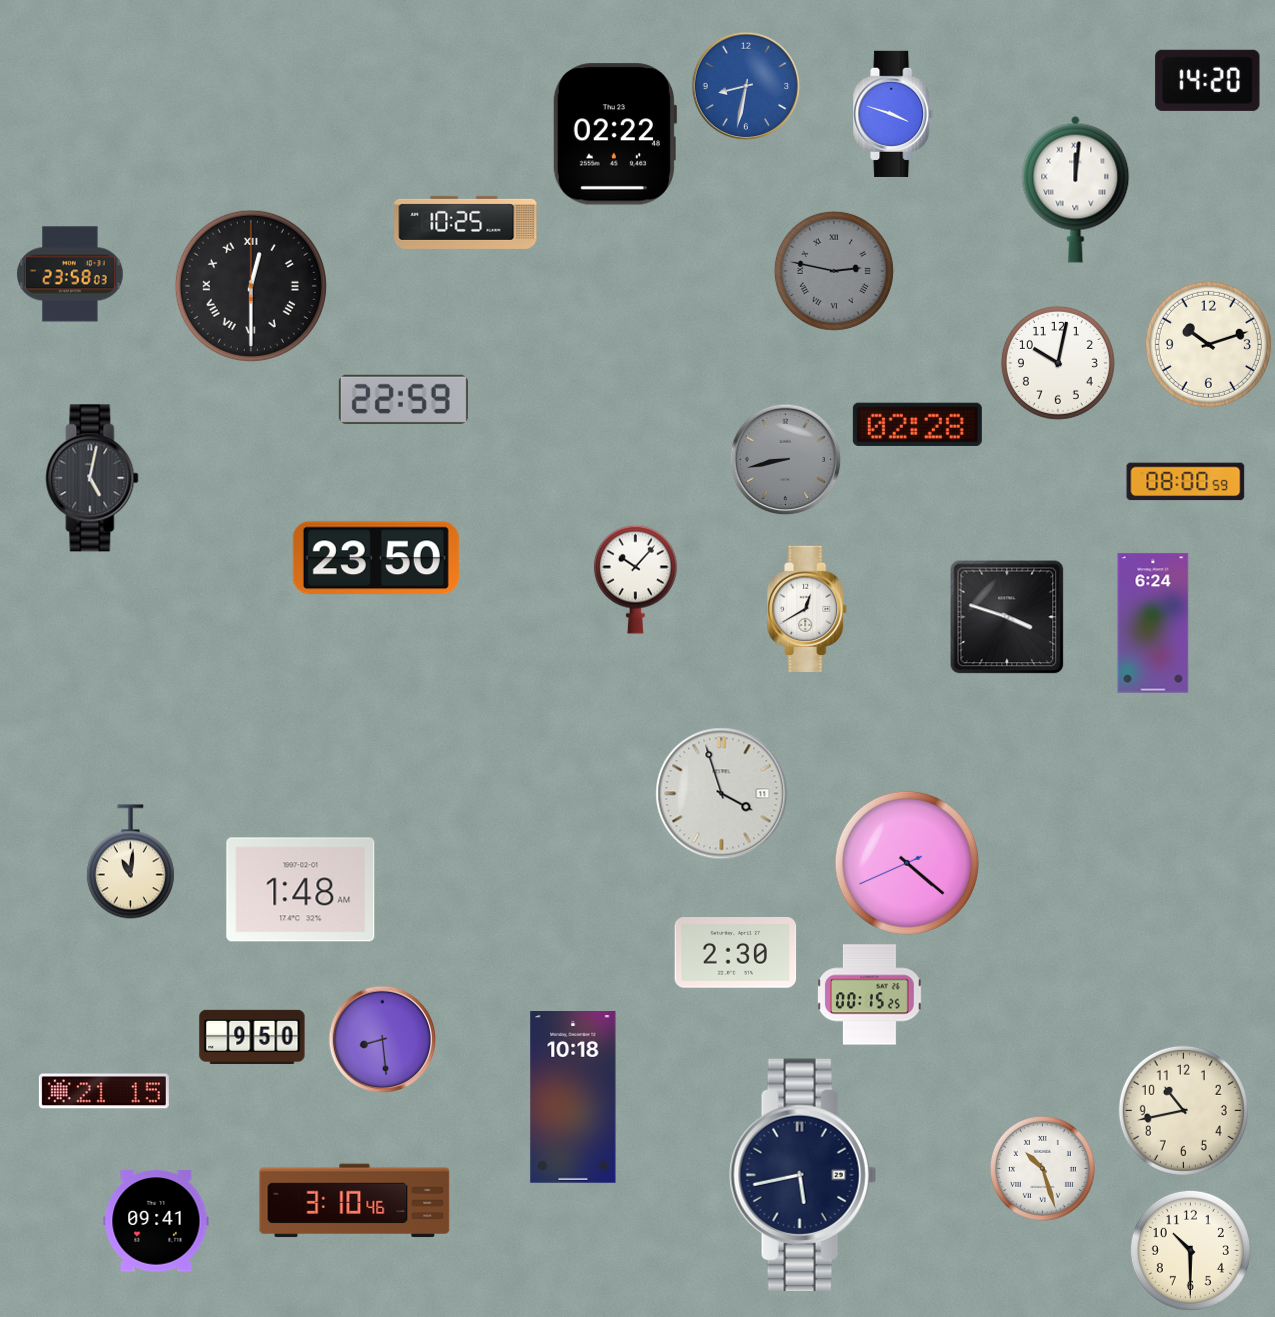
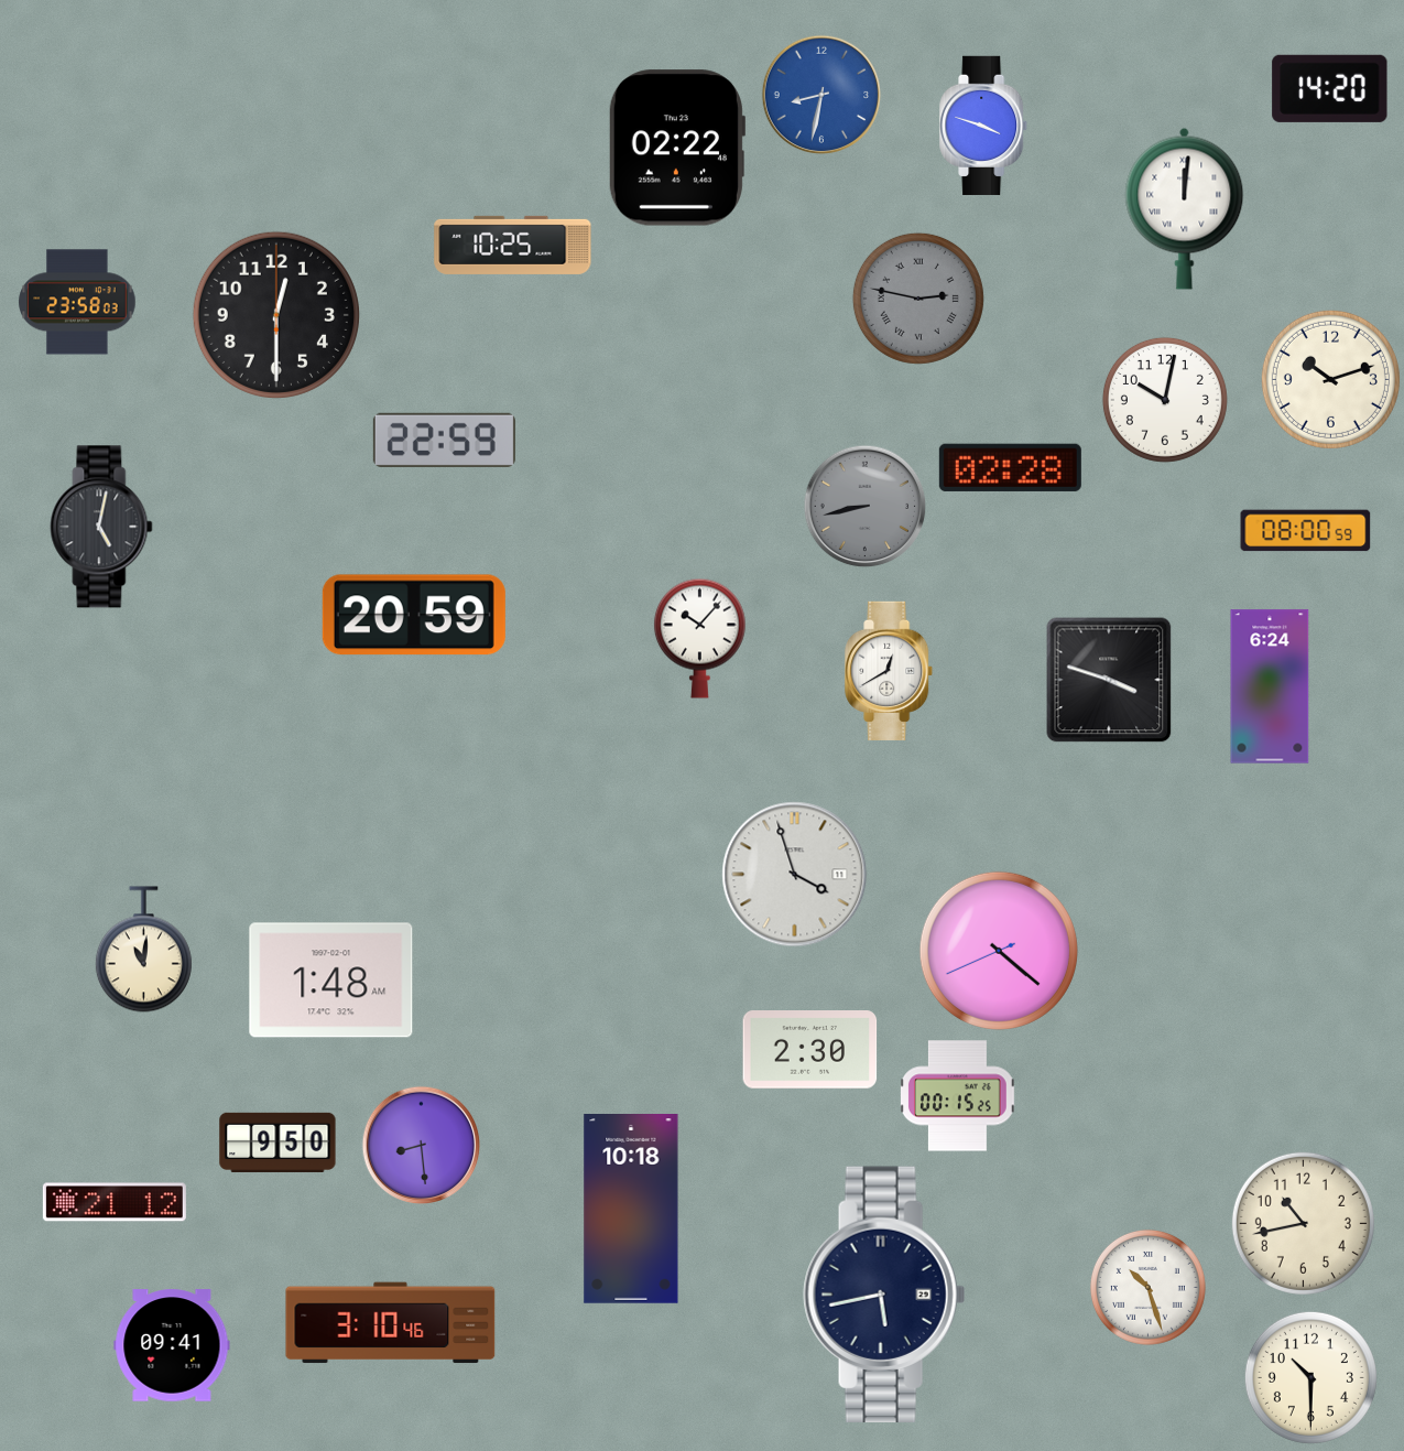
clock at (251, 286) numerals: Roman -> Arabic
clock at (376, 558): 23:50 -> 20:59
clock at (104, 1091): 21:15 -> 21:12
